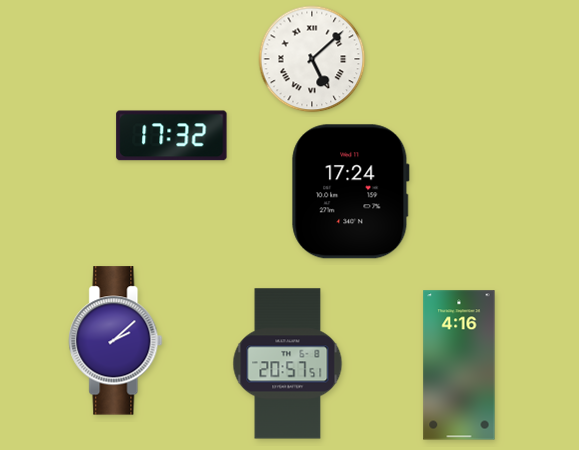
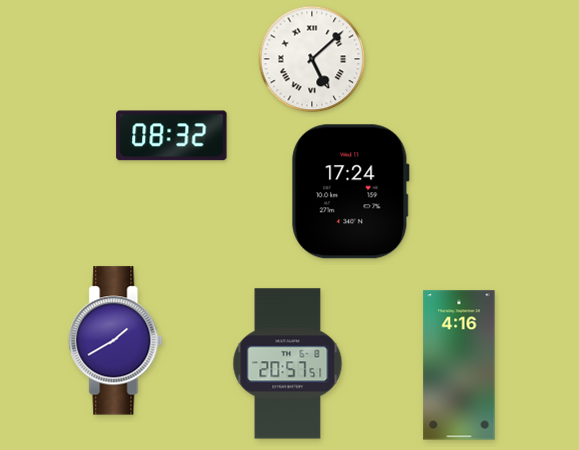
clock at (172, 136): 17:32 -> 08:32
clock at (116, 341): 2:08 -> 1:40
